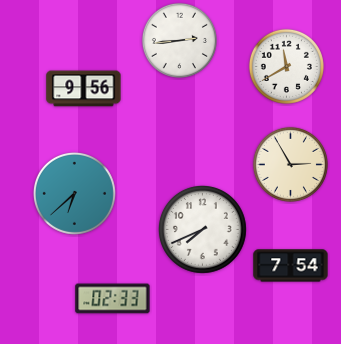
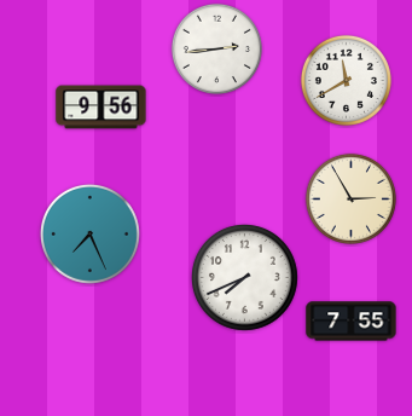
clock at (74, 193): 6:38 -> 7:26
clock at (291, 266): 7:54 -> 7:55
clock at (113, 299): 02:33 -> none
